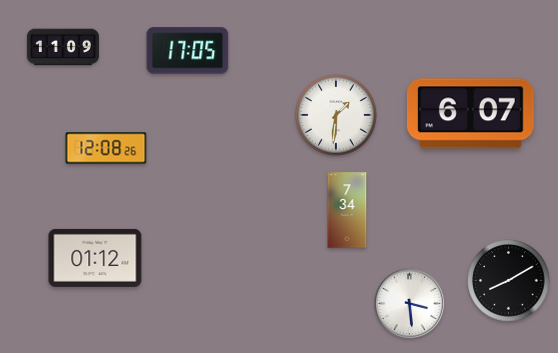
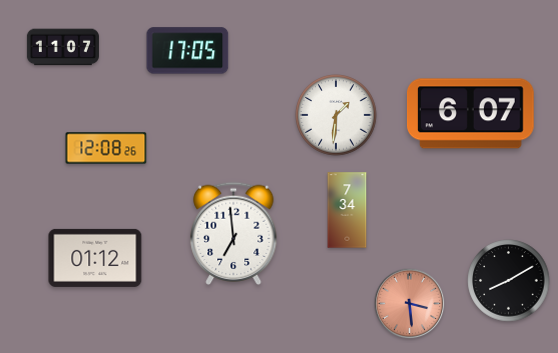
clock at (63, 47): 11:09 -> 11:07
clock at (234, 234): none -> 6:59
clock at (410, 304) dial: white -> salmon
